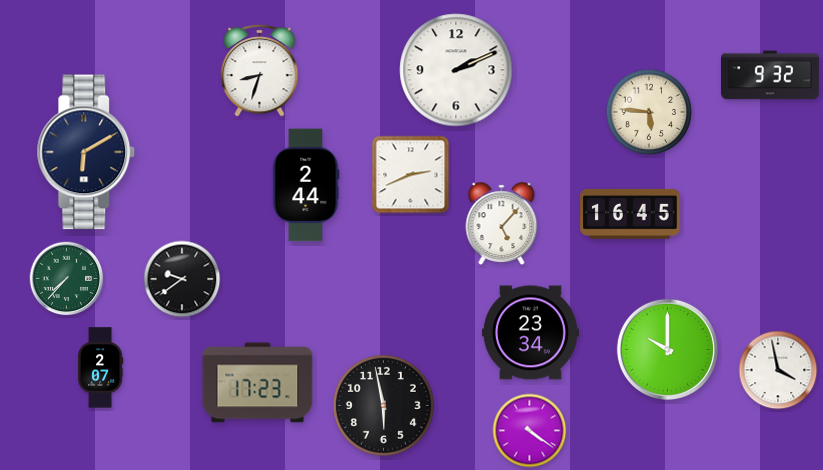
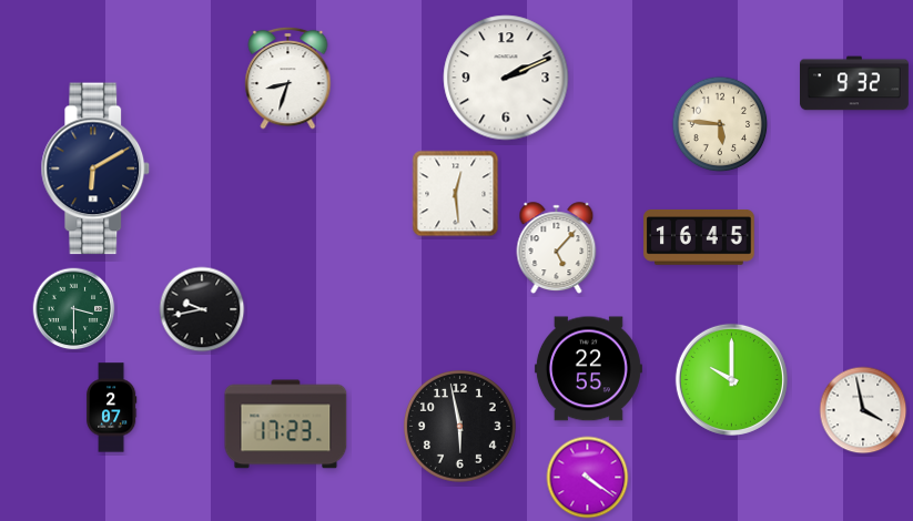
clock at (411, 175): 2:41 -> 12:29
clock at (306, 185): 2:44 -> none
clock at (67, 279): 7:37 -> 3:30
clock at (182, 279): 9:39 -> 9:43
clock at (530, 333): 23:34 -> 22:55
clock at (667, 349) position: (667, 349) -> (731, 379)
clock at (383, 405) position: (383, 405) -> (459, 426)
